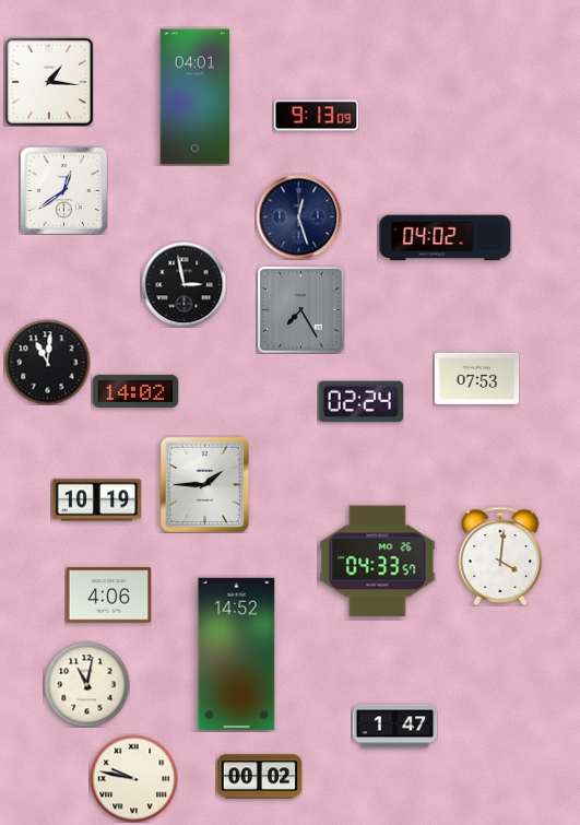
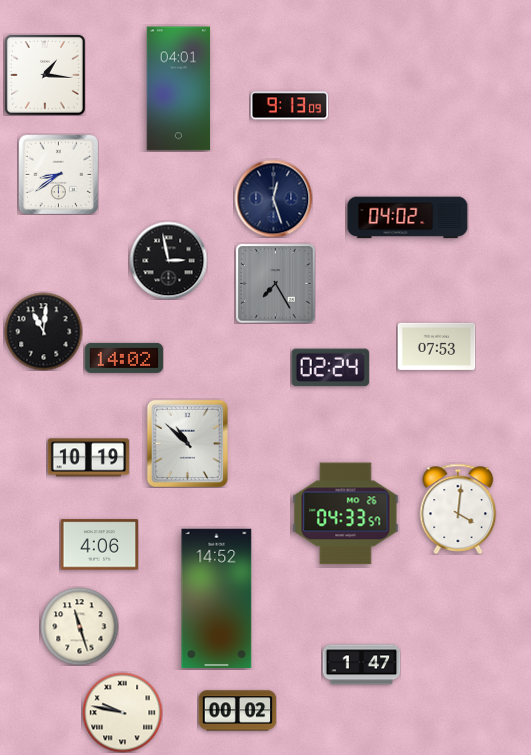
clock at (63, 190): 12:39 -> 8:39
clock at (204, 484): 1:45 -> 10:52
clock at (86, 684): 11:02 -> 11:27
